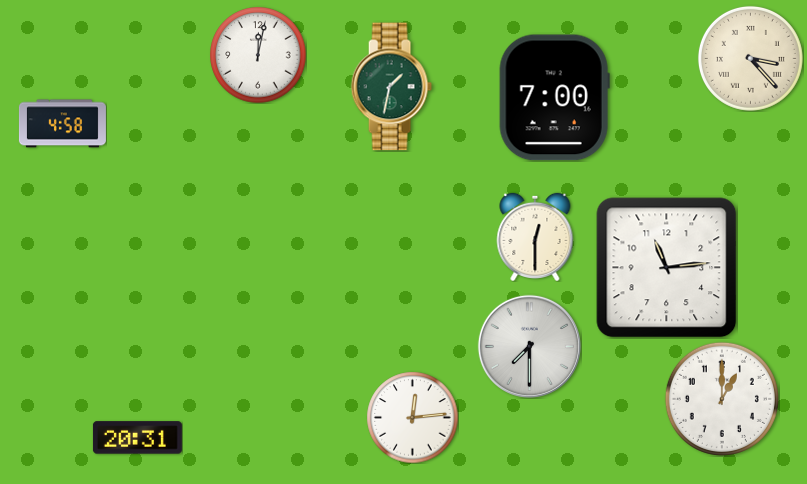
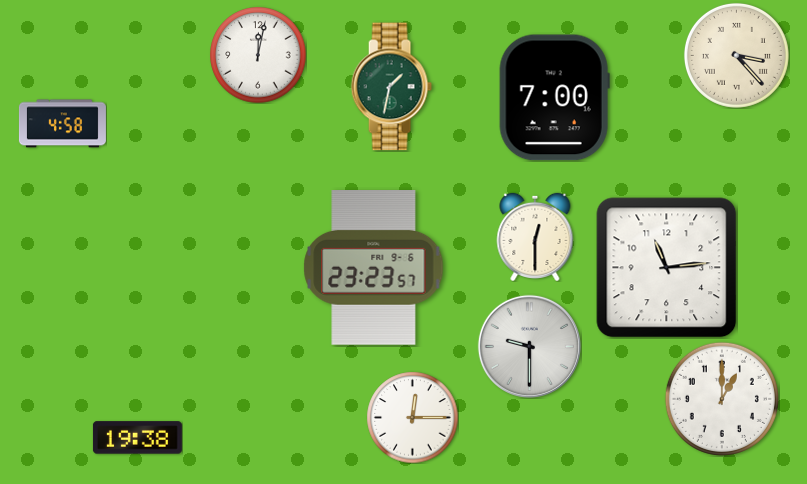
clock at (750, 58) position: (750, 58) -> (736, 55)
clock at (374, 268): none -> 23:23
clock at (529, 346): 7:30 -> 9:30
clock at (412, 417): 12:14 -> 12:15
clock at (137, 438): 20:31 -> 19:38
